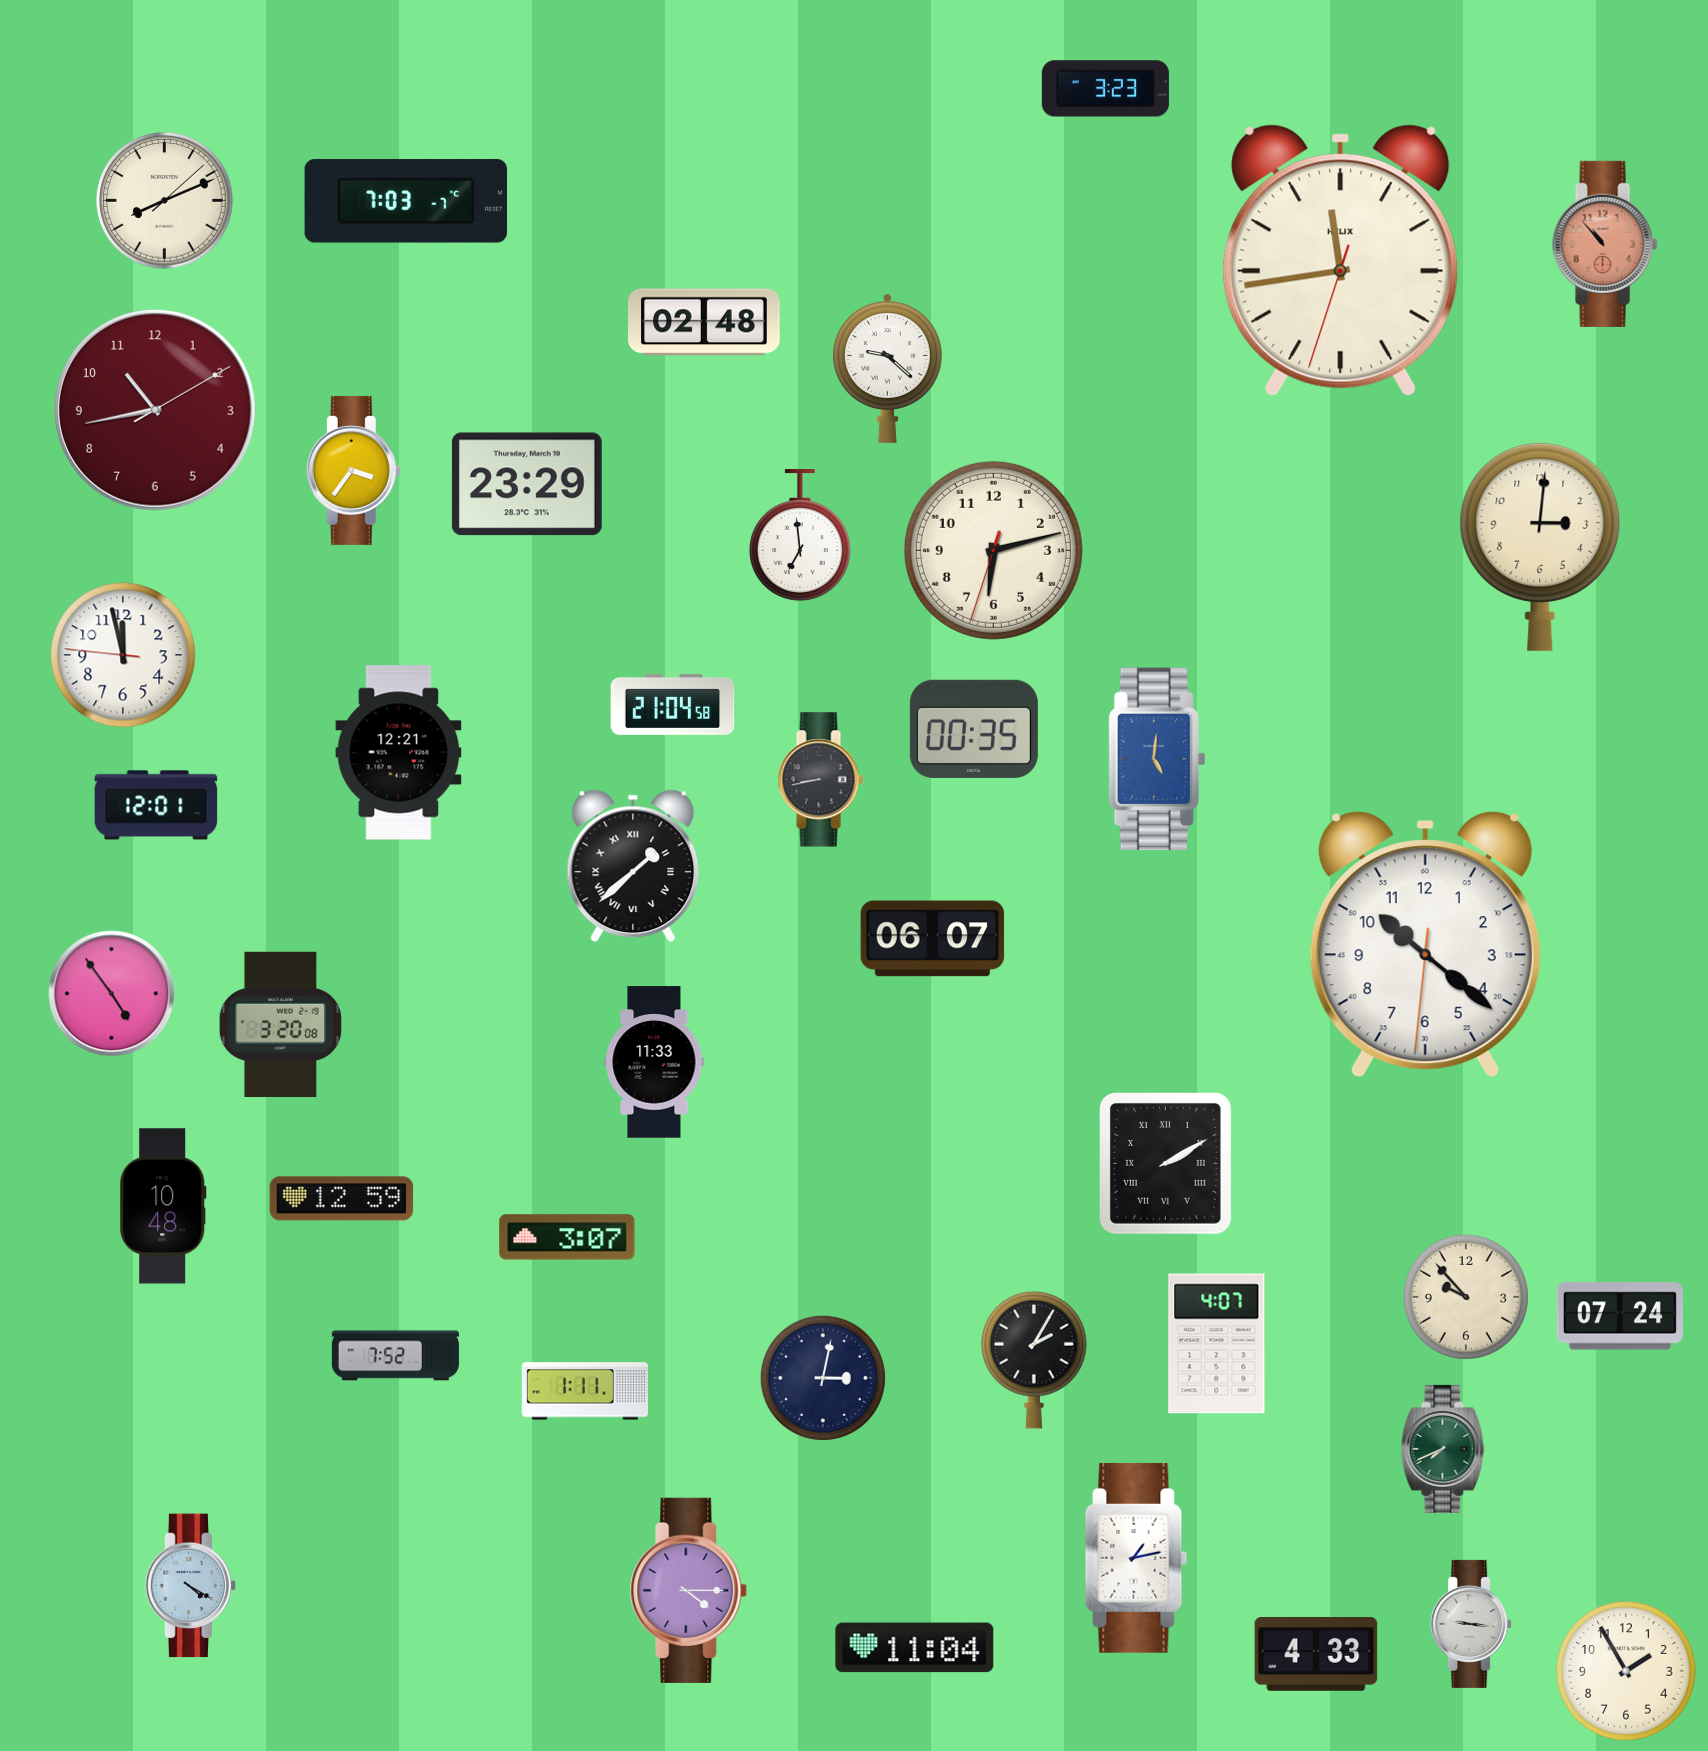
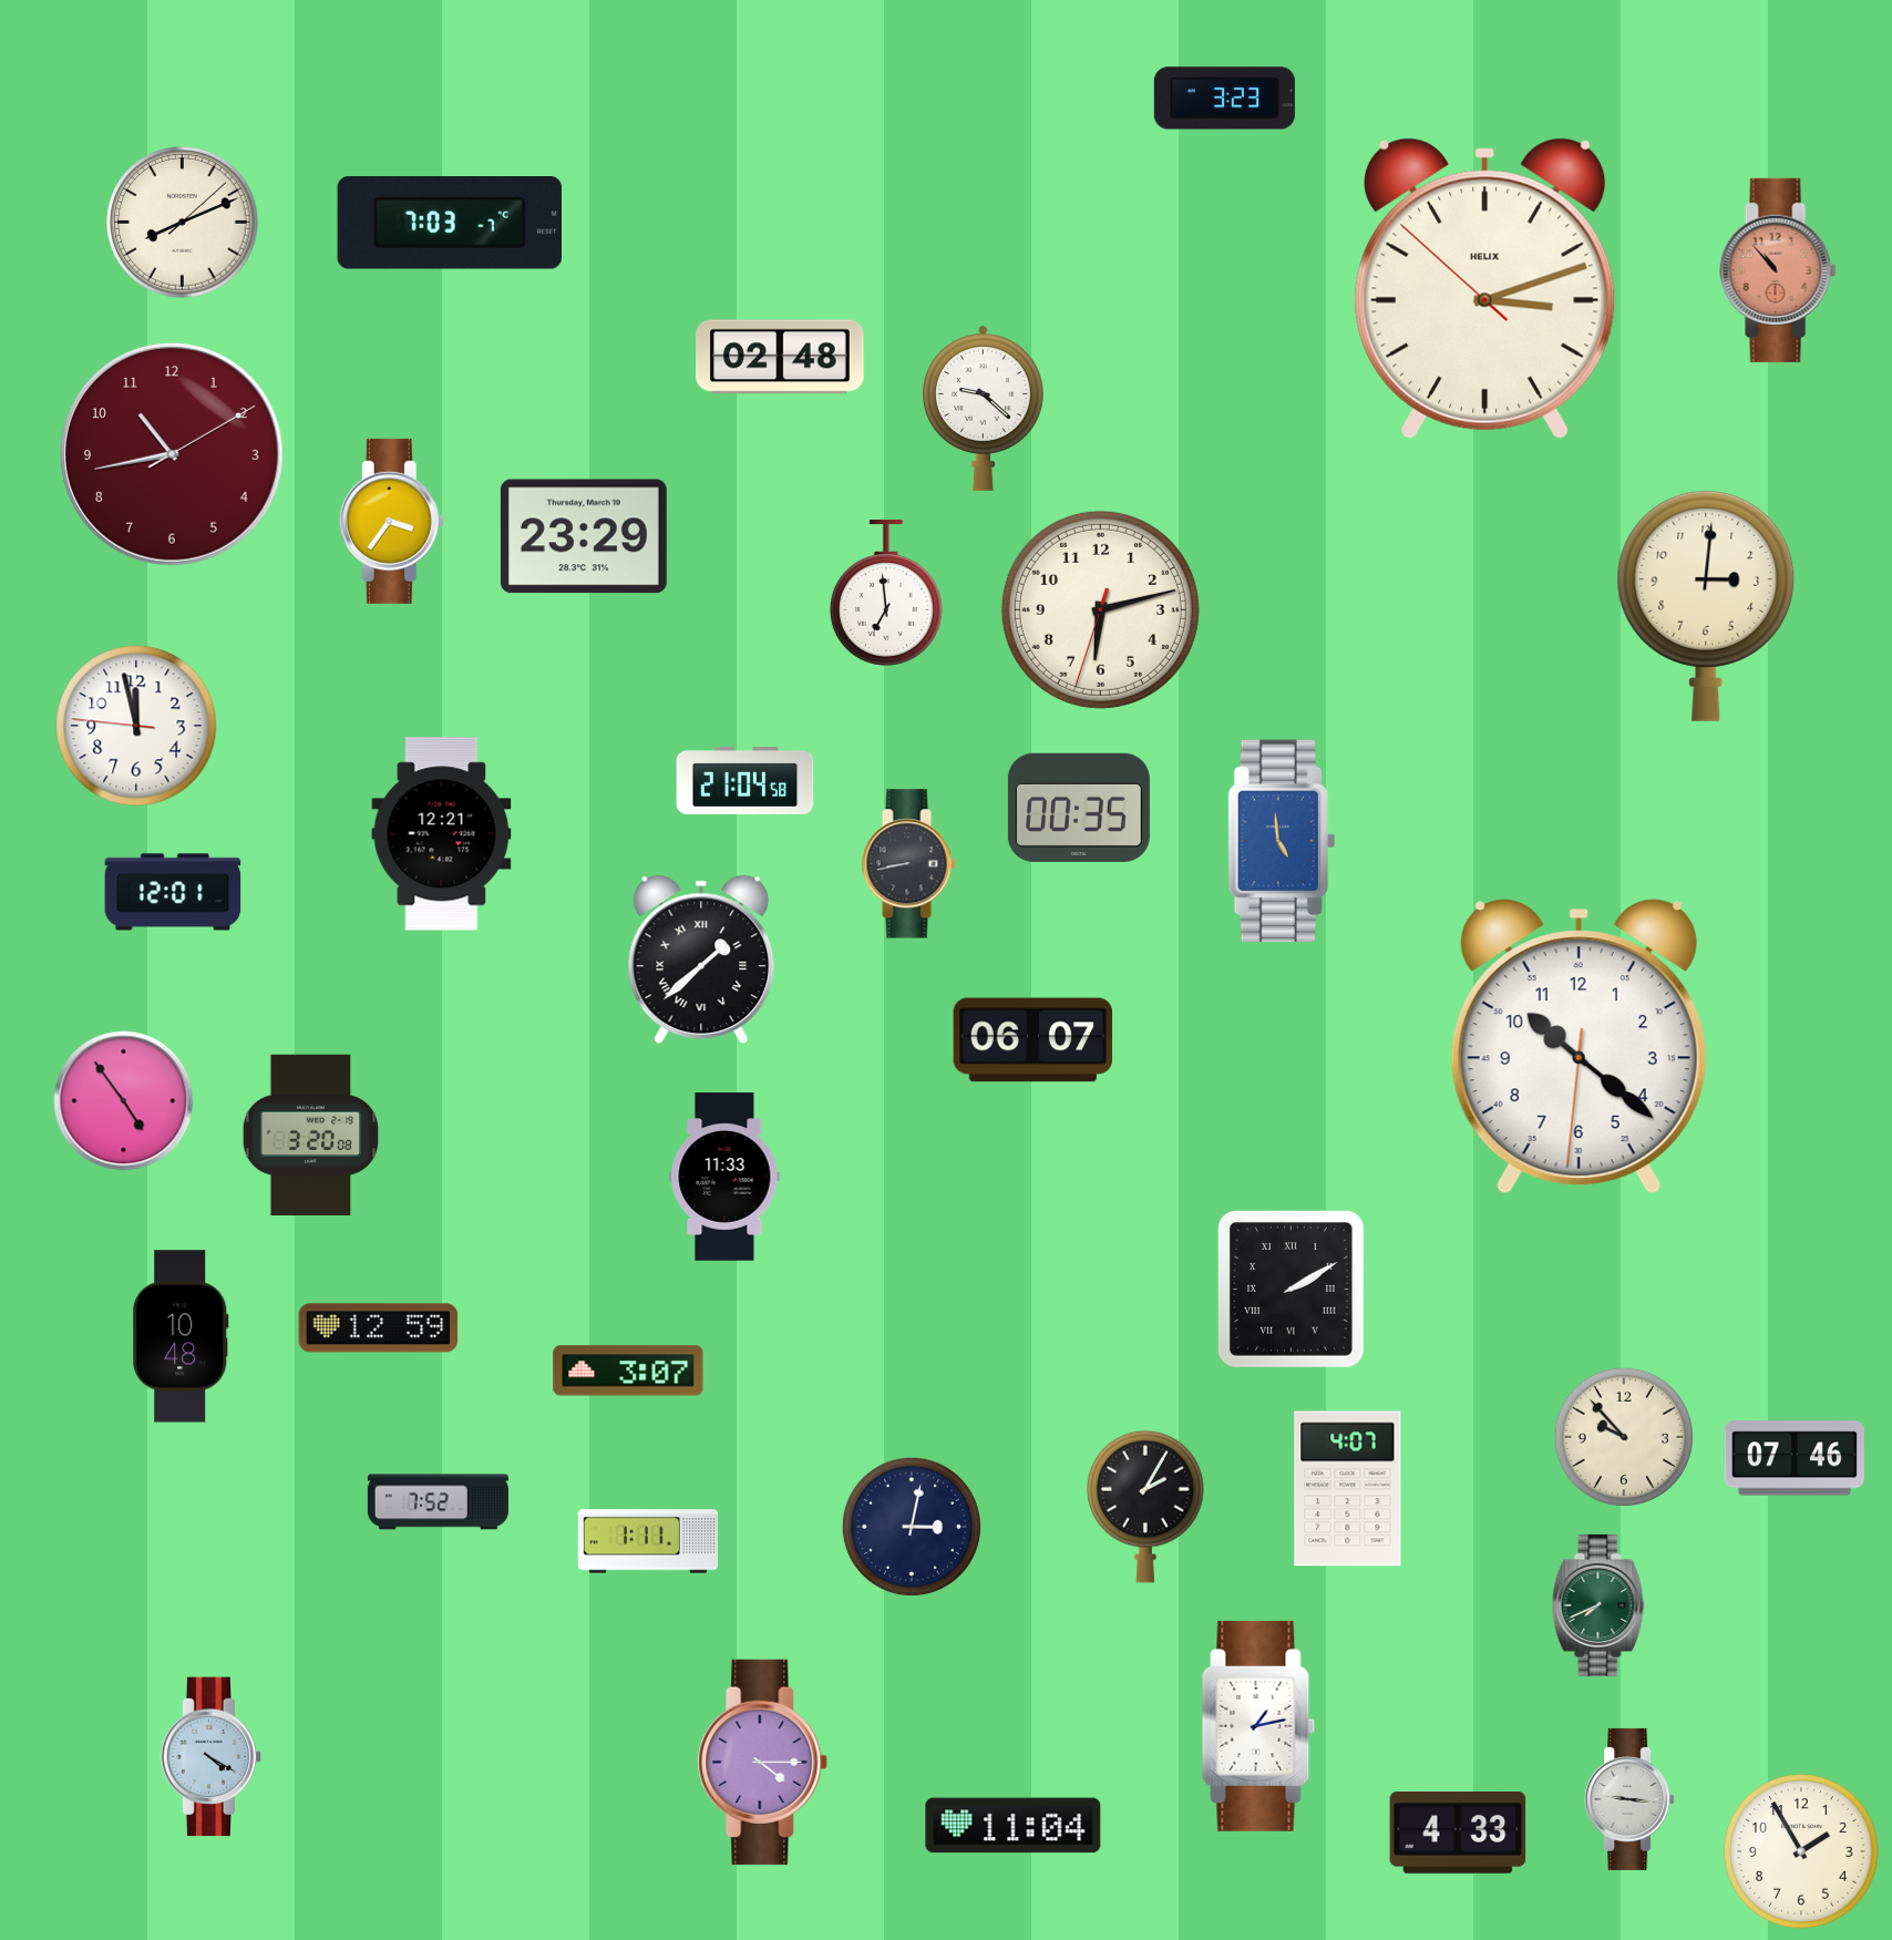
clock at (1341, 260): 11:43 -> 3:11
clock at (1157, 759): 5:01 -> 4:59
clock at (1620, 1316): 07:24 -> 07:46
